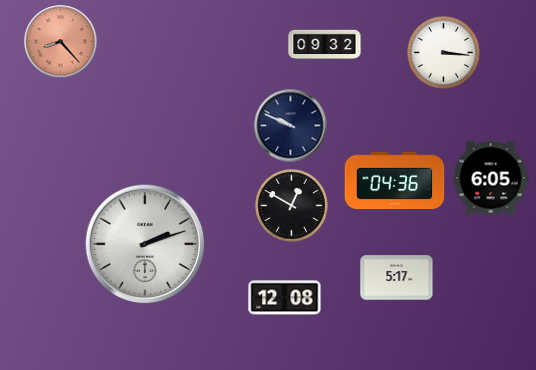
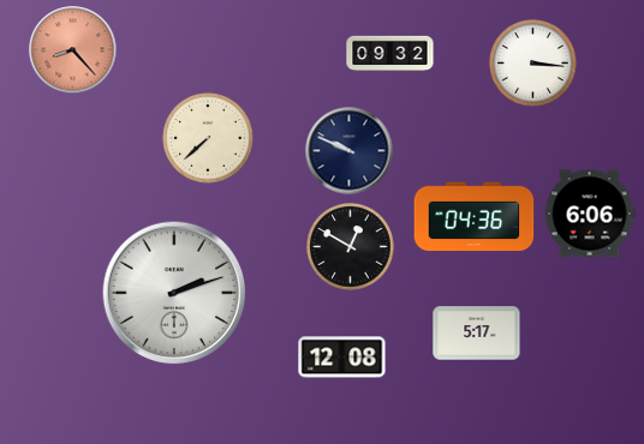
clock at (208, 138): none -> 7:38
clock at (491, 178): 6:05 -> 6:06
